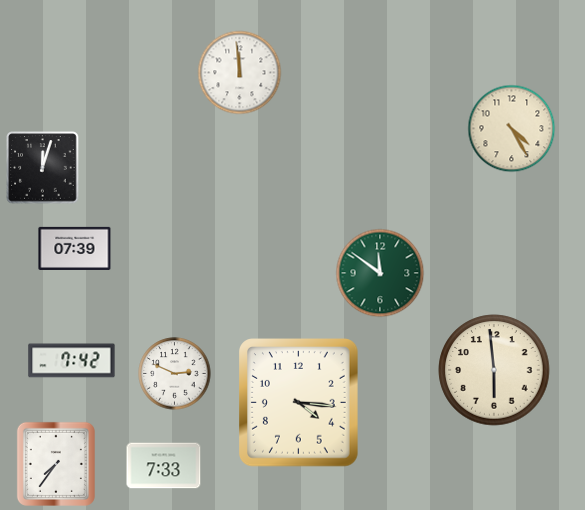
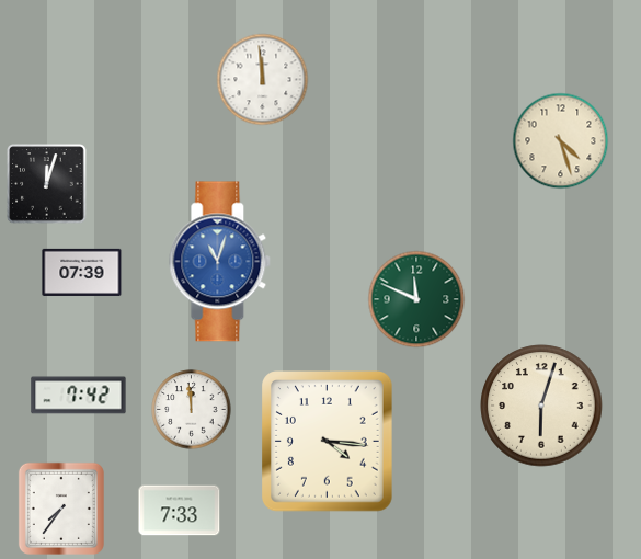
clock at (512, 129): 4:25 -> 4:27
clock at (220, 262): none -> 11:03
clock at (380, 273): 11:51 -> 11:49
clock at (494, 370): 5:59 -> 6:03
clock at (175, 374): 2:49 -> 11:59
